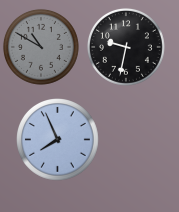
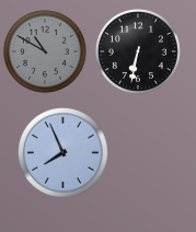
clock at (126, 47): 9:32 -> 6:32
